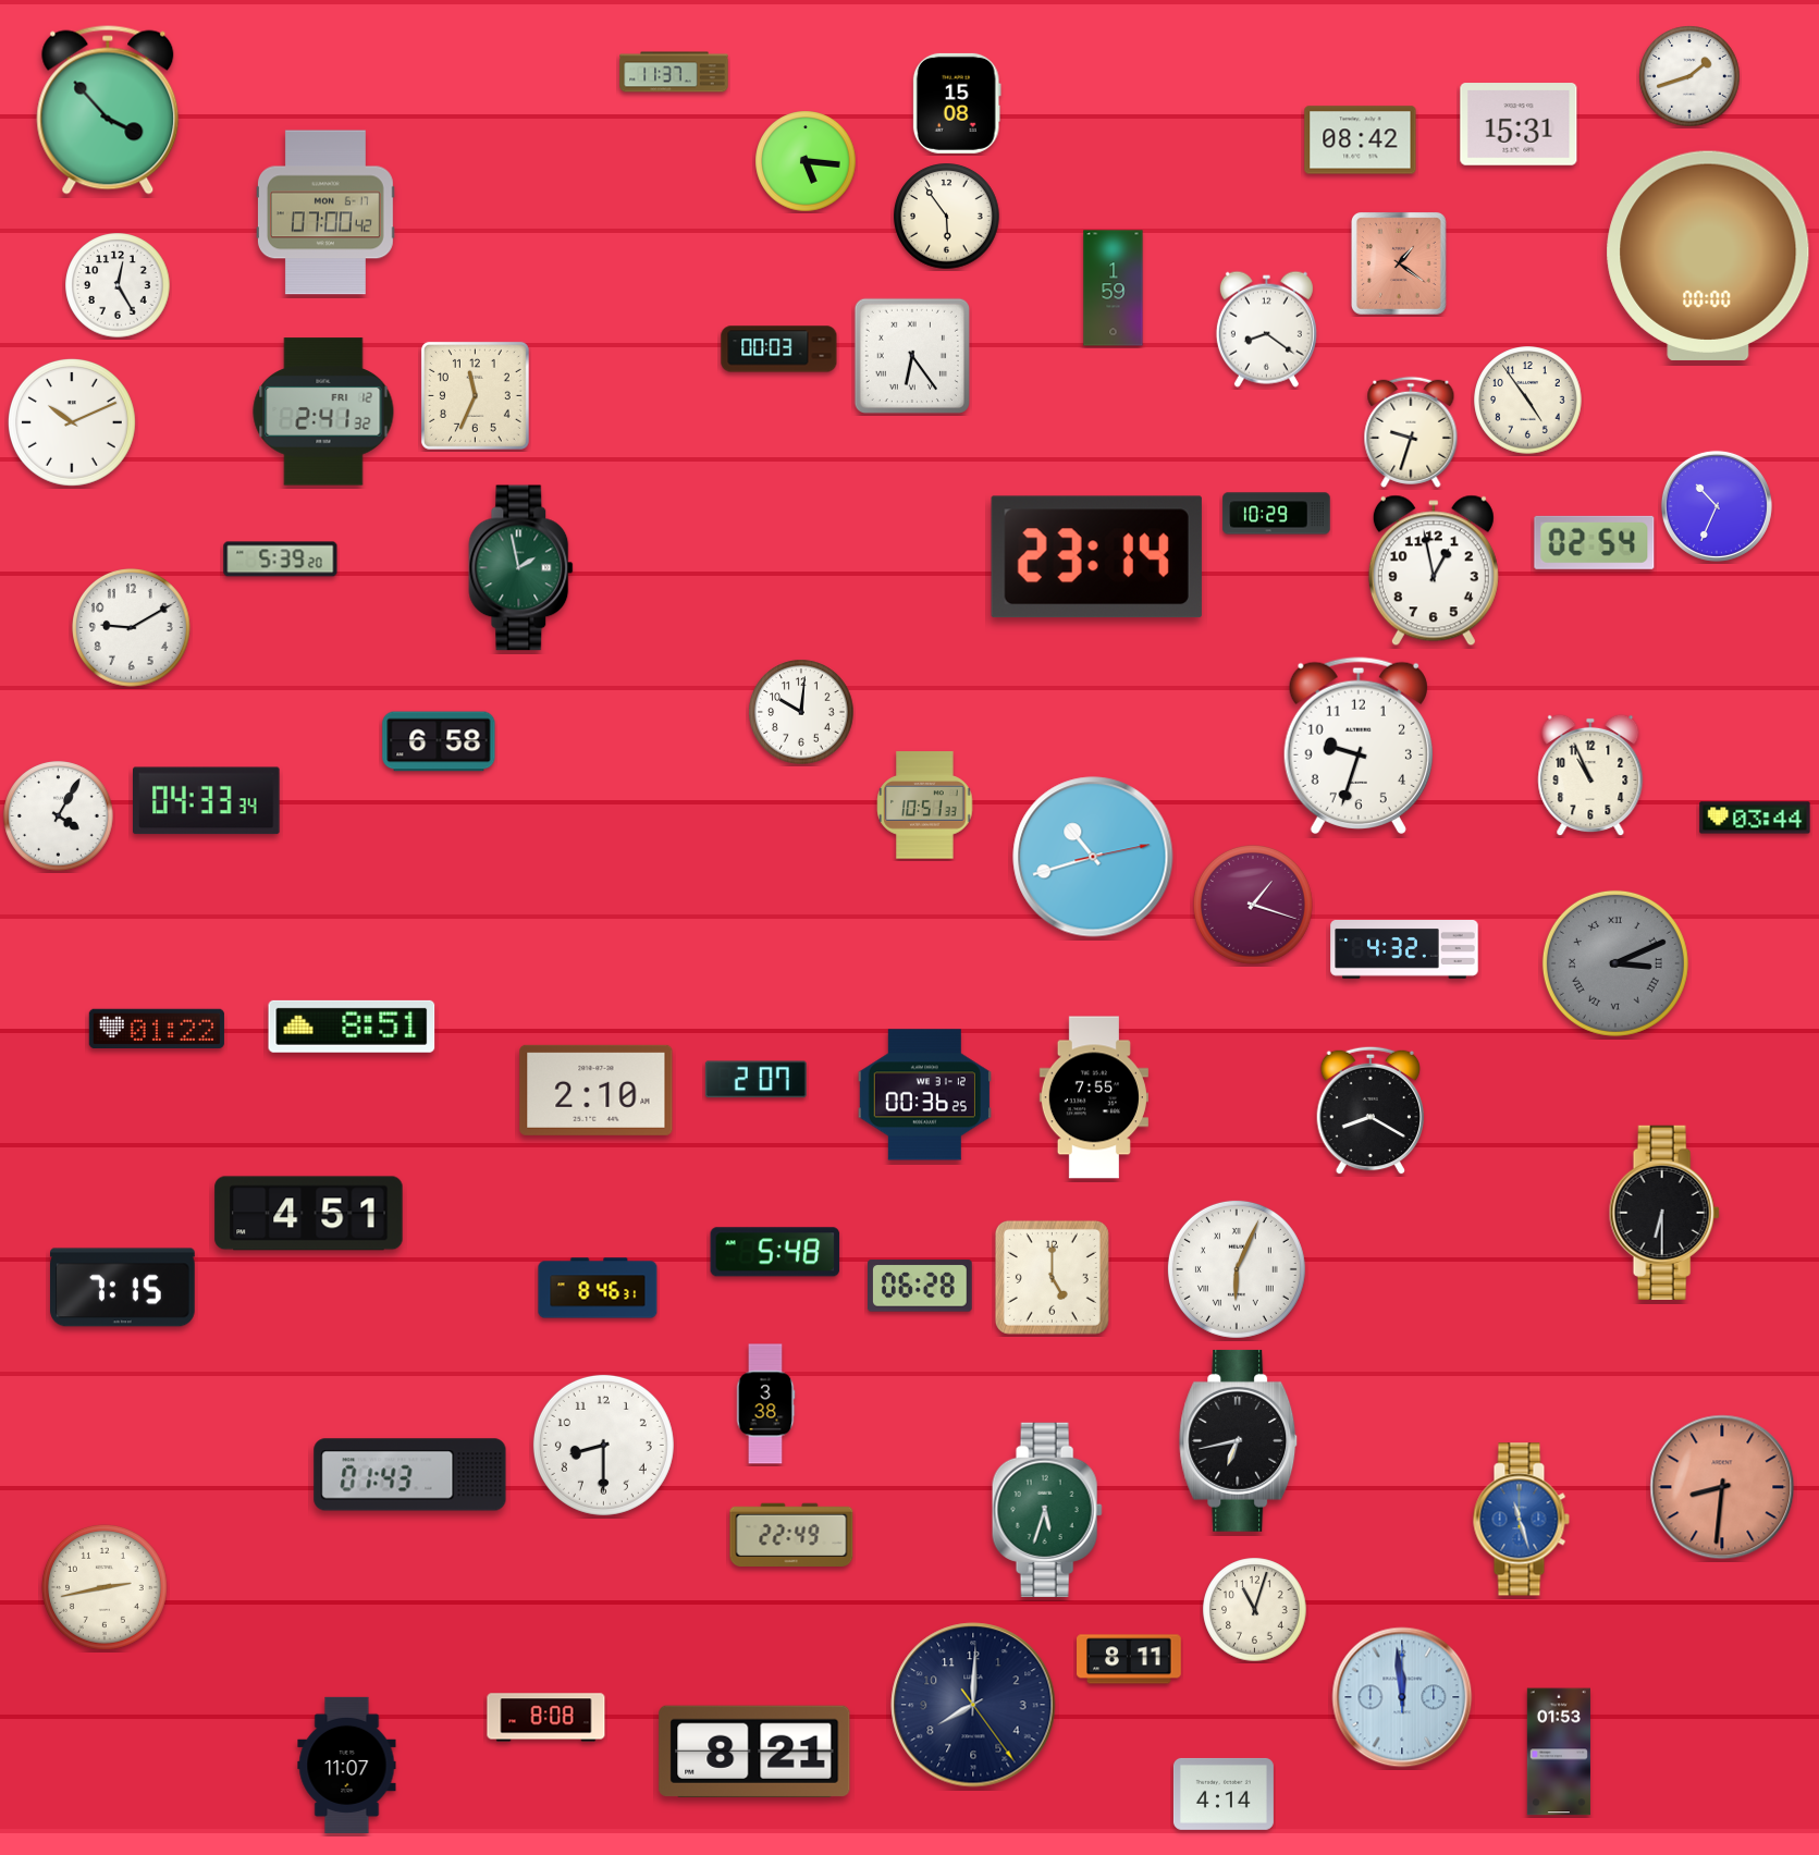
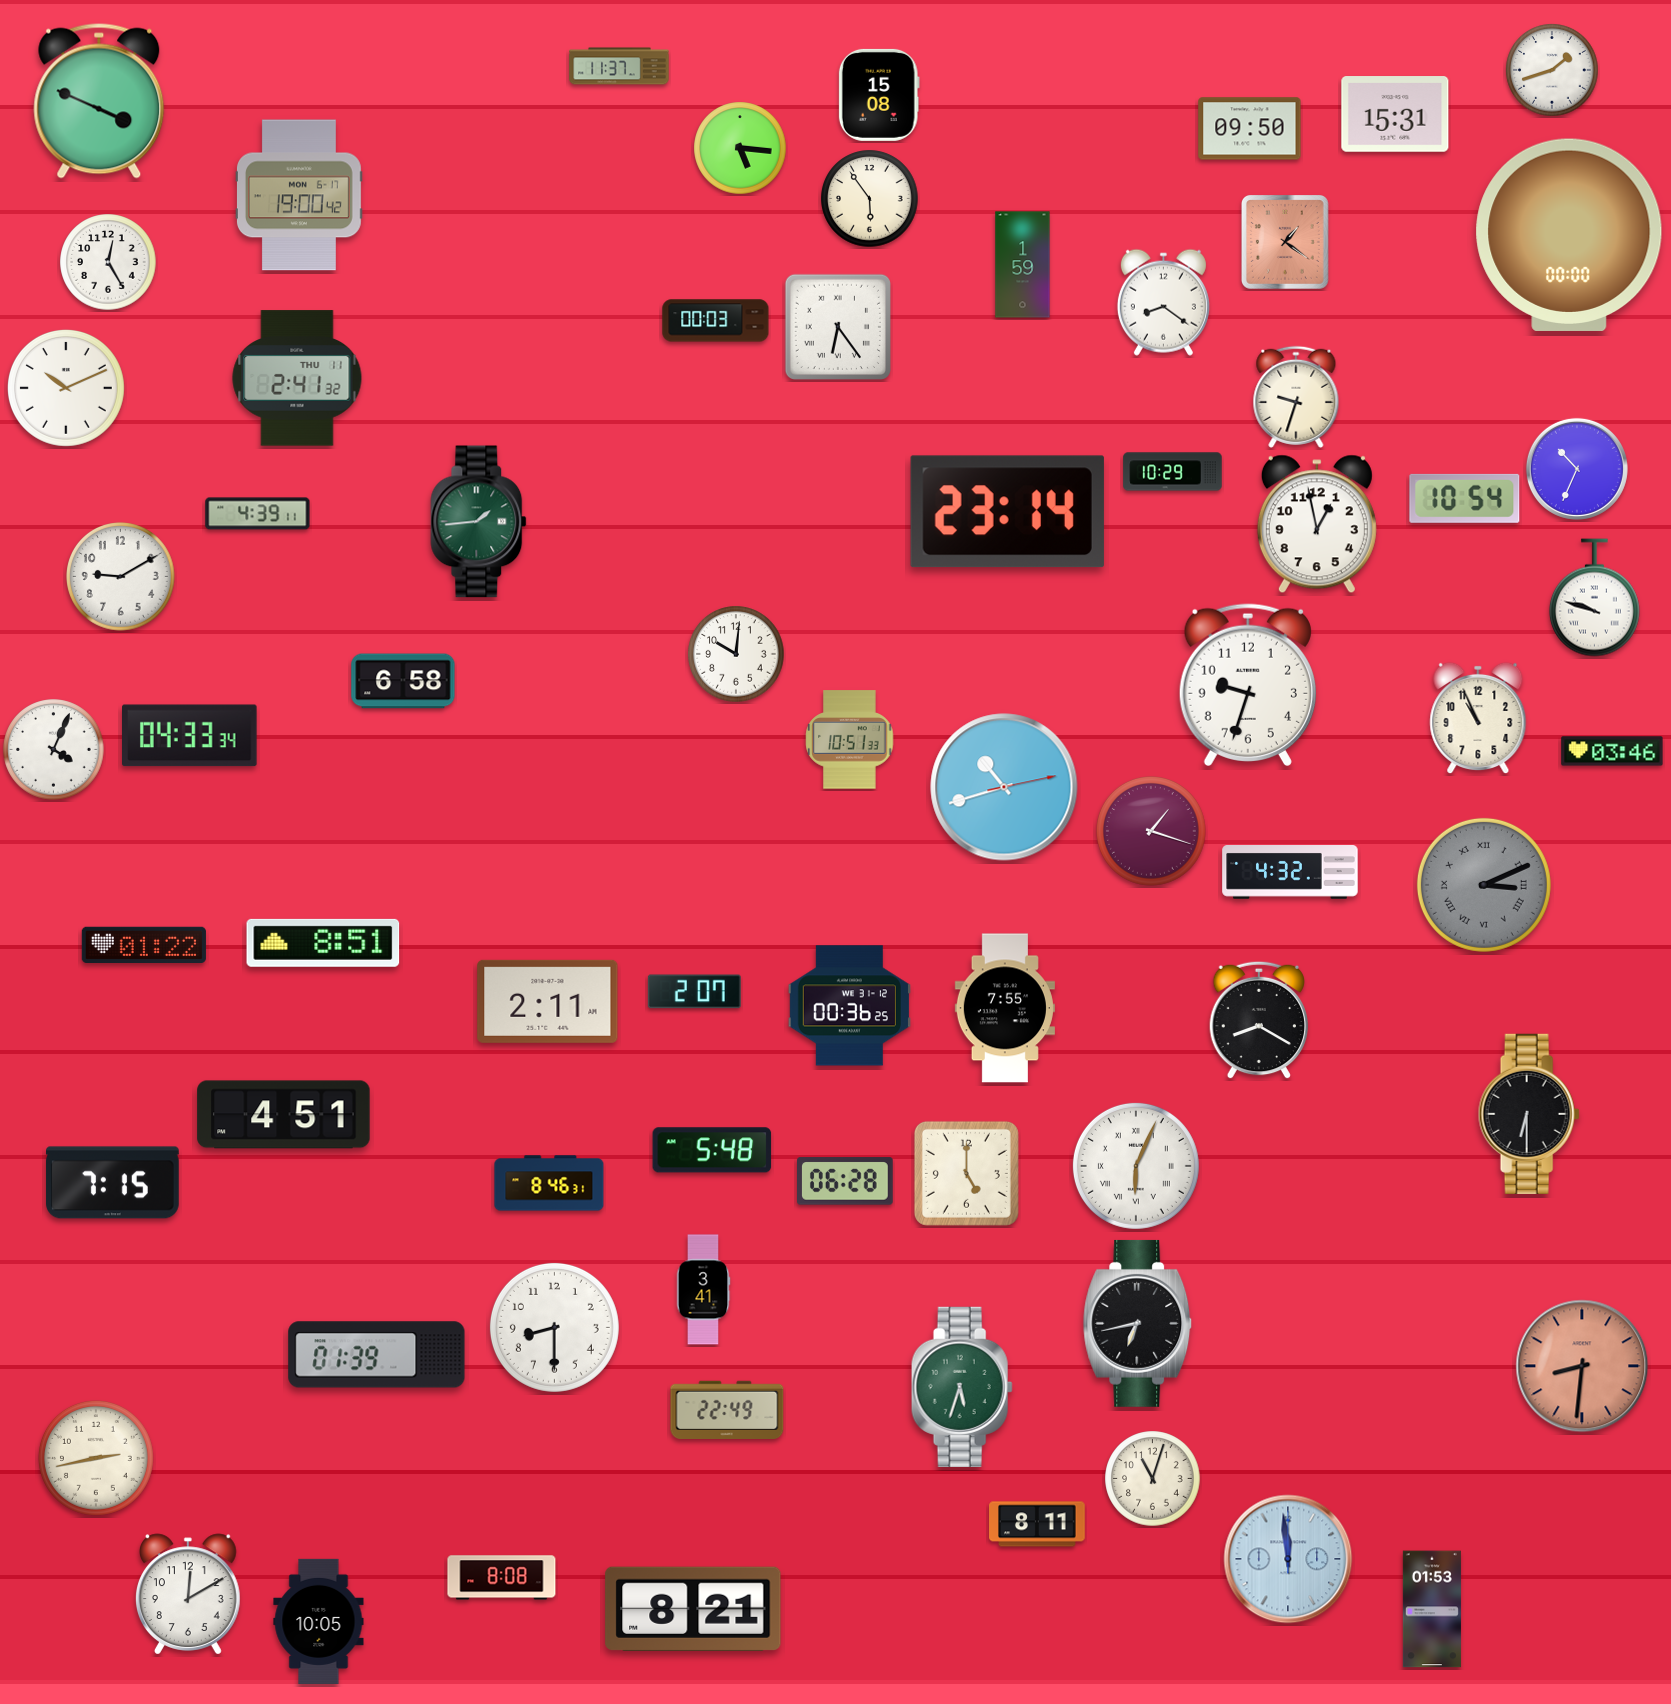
clock at (108, 110): 3:53 -> 3:49
clock at (1361, 140): 08:42 -> 09:50
clock at (325, 212): 07:00 -> 19:00
clock at (475, 395): 11:34 -> none
clock at (1528, 401): 4:54 -> none
clock at (323, 411) date: FRI 12 -> THU 11
clock at (1717, 506) position: (1717, 506) -> (1577, 469)
clock at (1595, 542): 02:54 -> 10:54
clock at (281, 560): 5:39 -> 4:39
clock at (521, 568): 1:58 -> 1:44
clock at (1594, 598): none -> 9:48
clock at (1590, 775) position: (1590, 775) -> (1478, 718)
clock at (59, 816): 4:05 -> 4:04
clock at (1755, 818): 03:44 -> 03:46
clock at (597, 1090): 2:10 -> 2:11
clock at (765, 1404): 3:38 -> 3:41
clock at (410, 1475): 01:43 -> 01:39
clock at (1521, 1520): 11:27 -> none
clock at (973, 1705): 8:00 -> none
clock at (188, 1594): none -> 12:10
clock at (347, 1765): 11:07 -> 10:05
clock at (1224, 1794): 4:14 -> none
